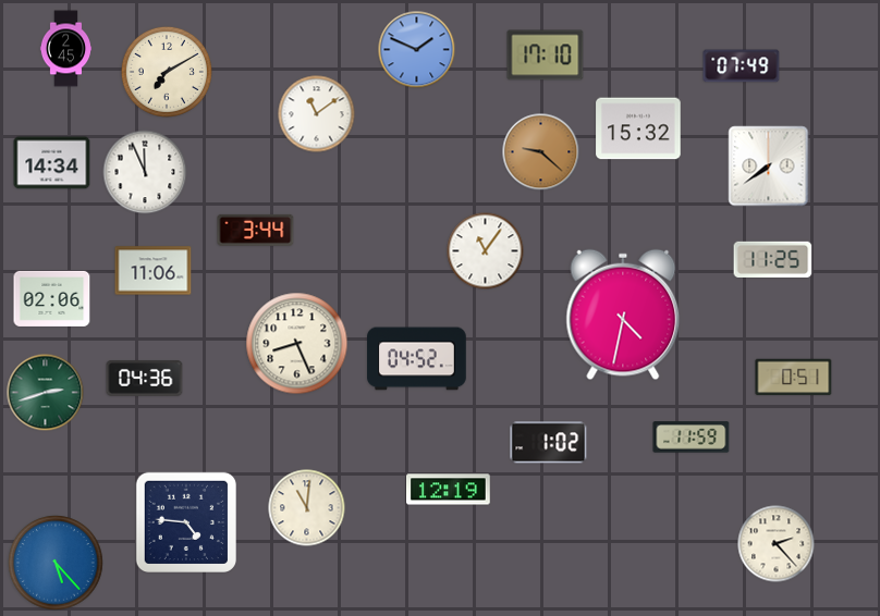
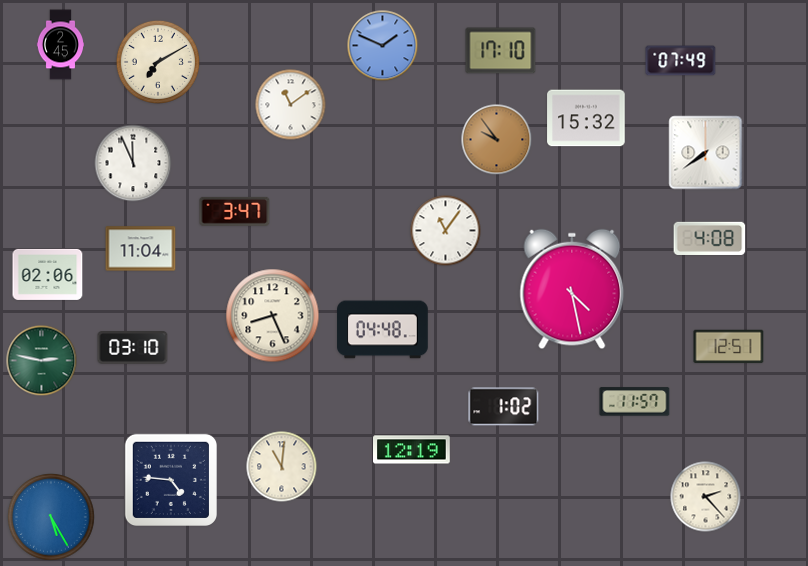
clock at (167, 72) position: (167, 72) -> (158, 62)
clock at (541, 152): 9:22 -> 9:54
clock at (52, 163): 14:34 -> none
clock at (145, 172) position: (145, 172) -> (133, 163)
clock at (256, 230): 3:44 -> 3:47
clock at (773, 259): 11:25 -> 4:08
clock at (154, 271): 11:06 -> 11:04
clock at (623, 315): 4:32 -> 4:28
clock at (417, 359): 04:52 -> 04:48
clock at (794, 378): 0:51 -> 12:51
clock at (145, 379): 04:36 -> 03:10
clock at (46, 393): 2:42 -> 2:47
clock at (692, 438): 11:59 -> 11:57
clock at (777, 544) position: (777, 544) -> (706, 497)
clock at (56, 563): 5:23 -> 5:25
